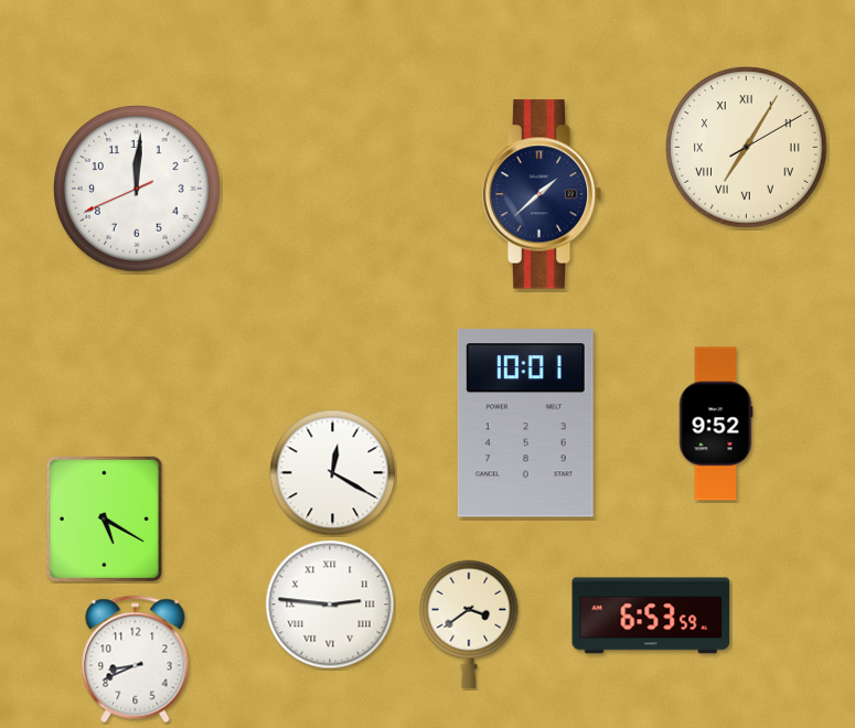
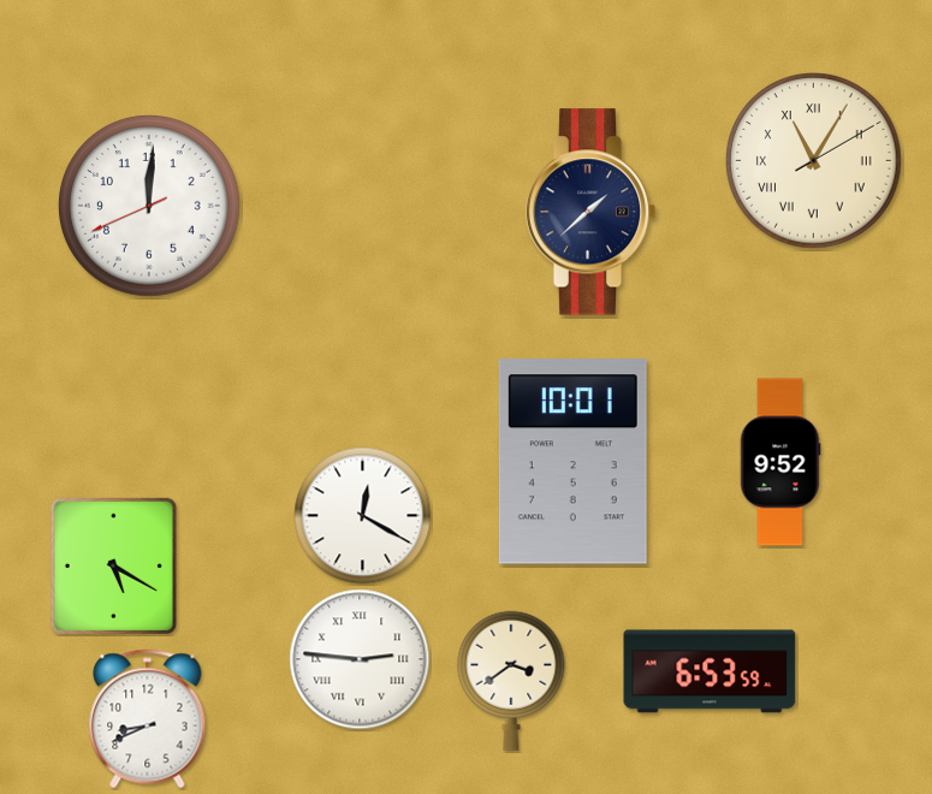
clock at (747, 148): 7:05 -> 11:05
